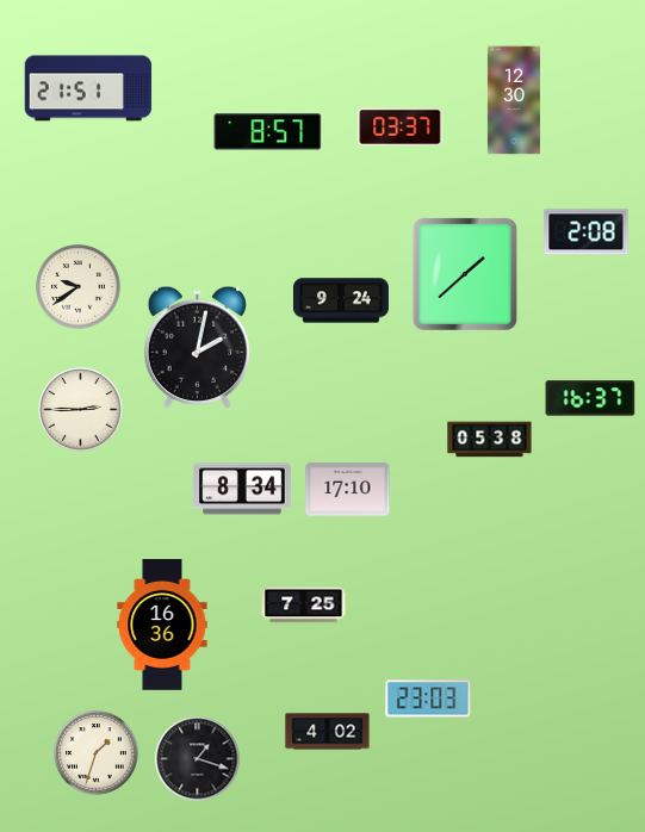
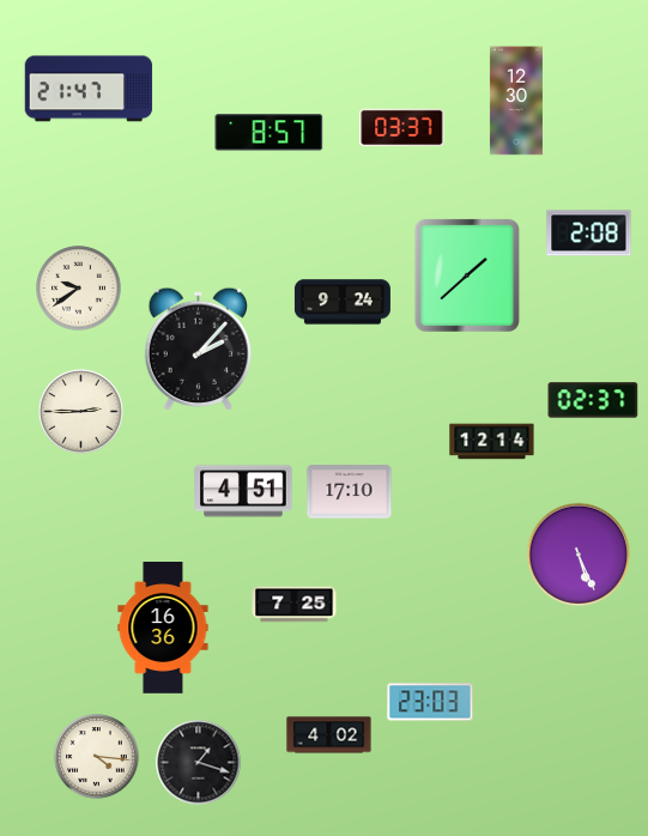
clock at (88, 88): 21:51 -> 21:47
clock at (198, 348): 2:02 -> 2:07
clock at (590, 398): 16:37 -> 02:37
clock at (490, 440): 05:38 -> 12:14
clock at (242, 489): 8:34 -> 4:51
clock at (579, 555): none -> 5:26
clock at (304, 606) position: (304, 606) -> (295, 605)
clock at (97, 753): 1:33 -> 4:16
